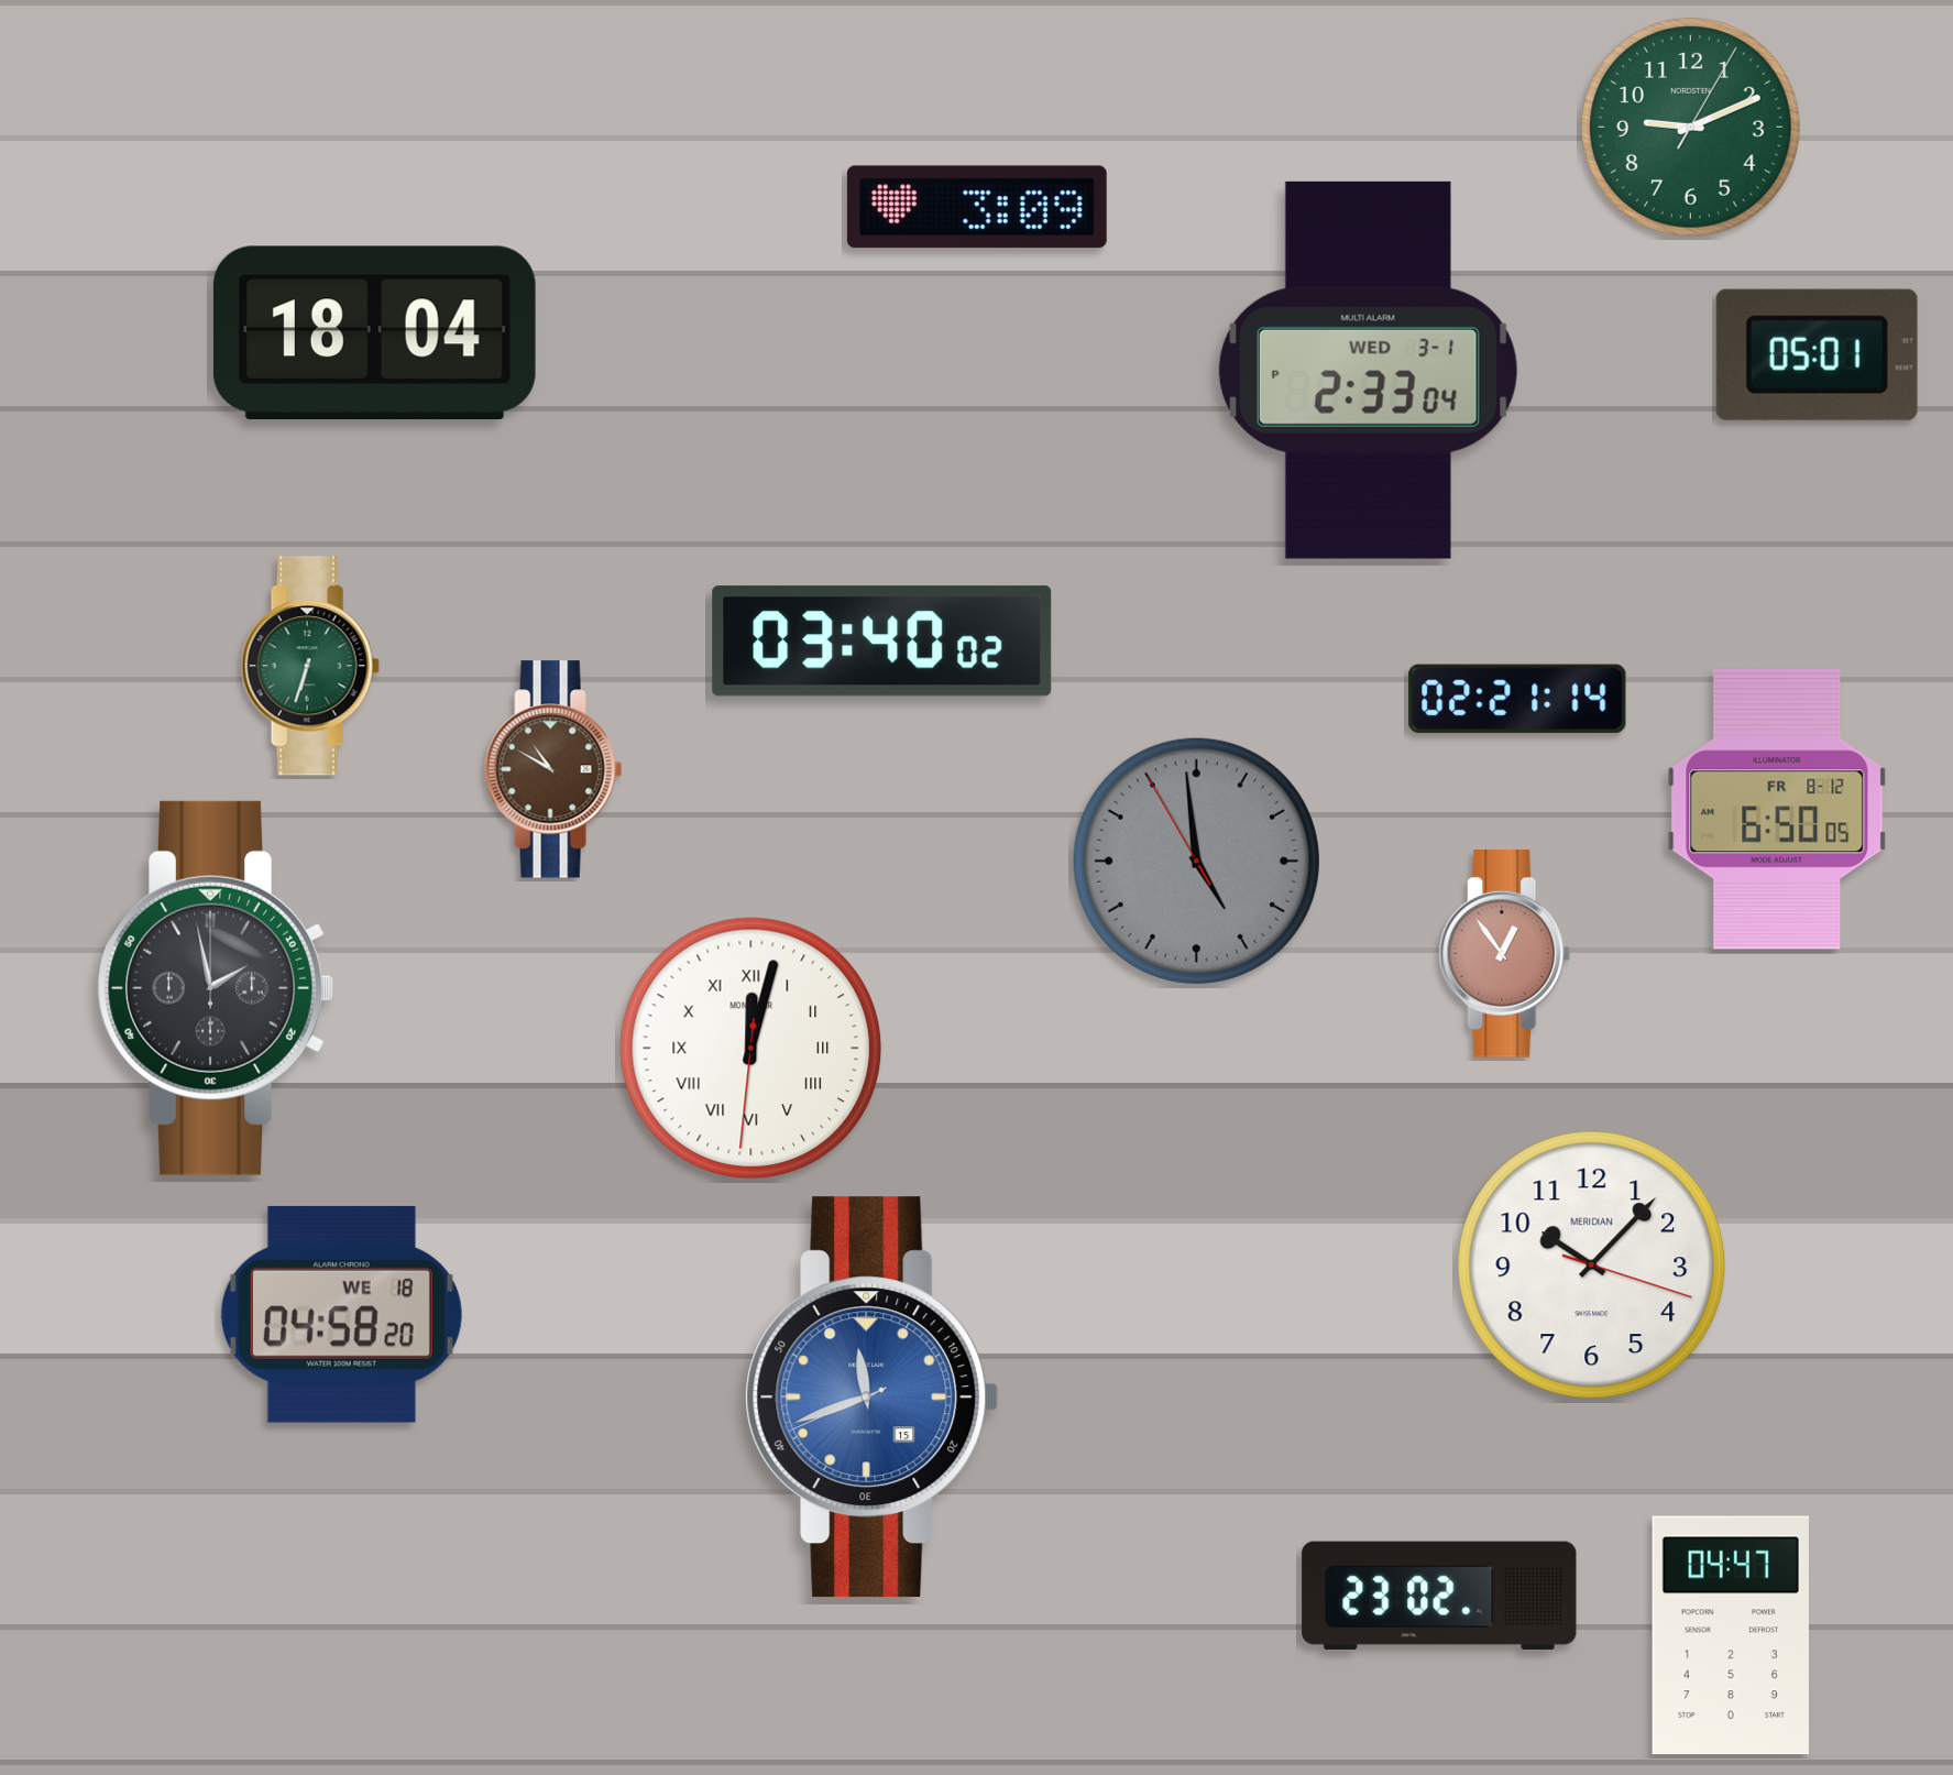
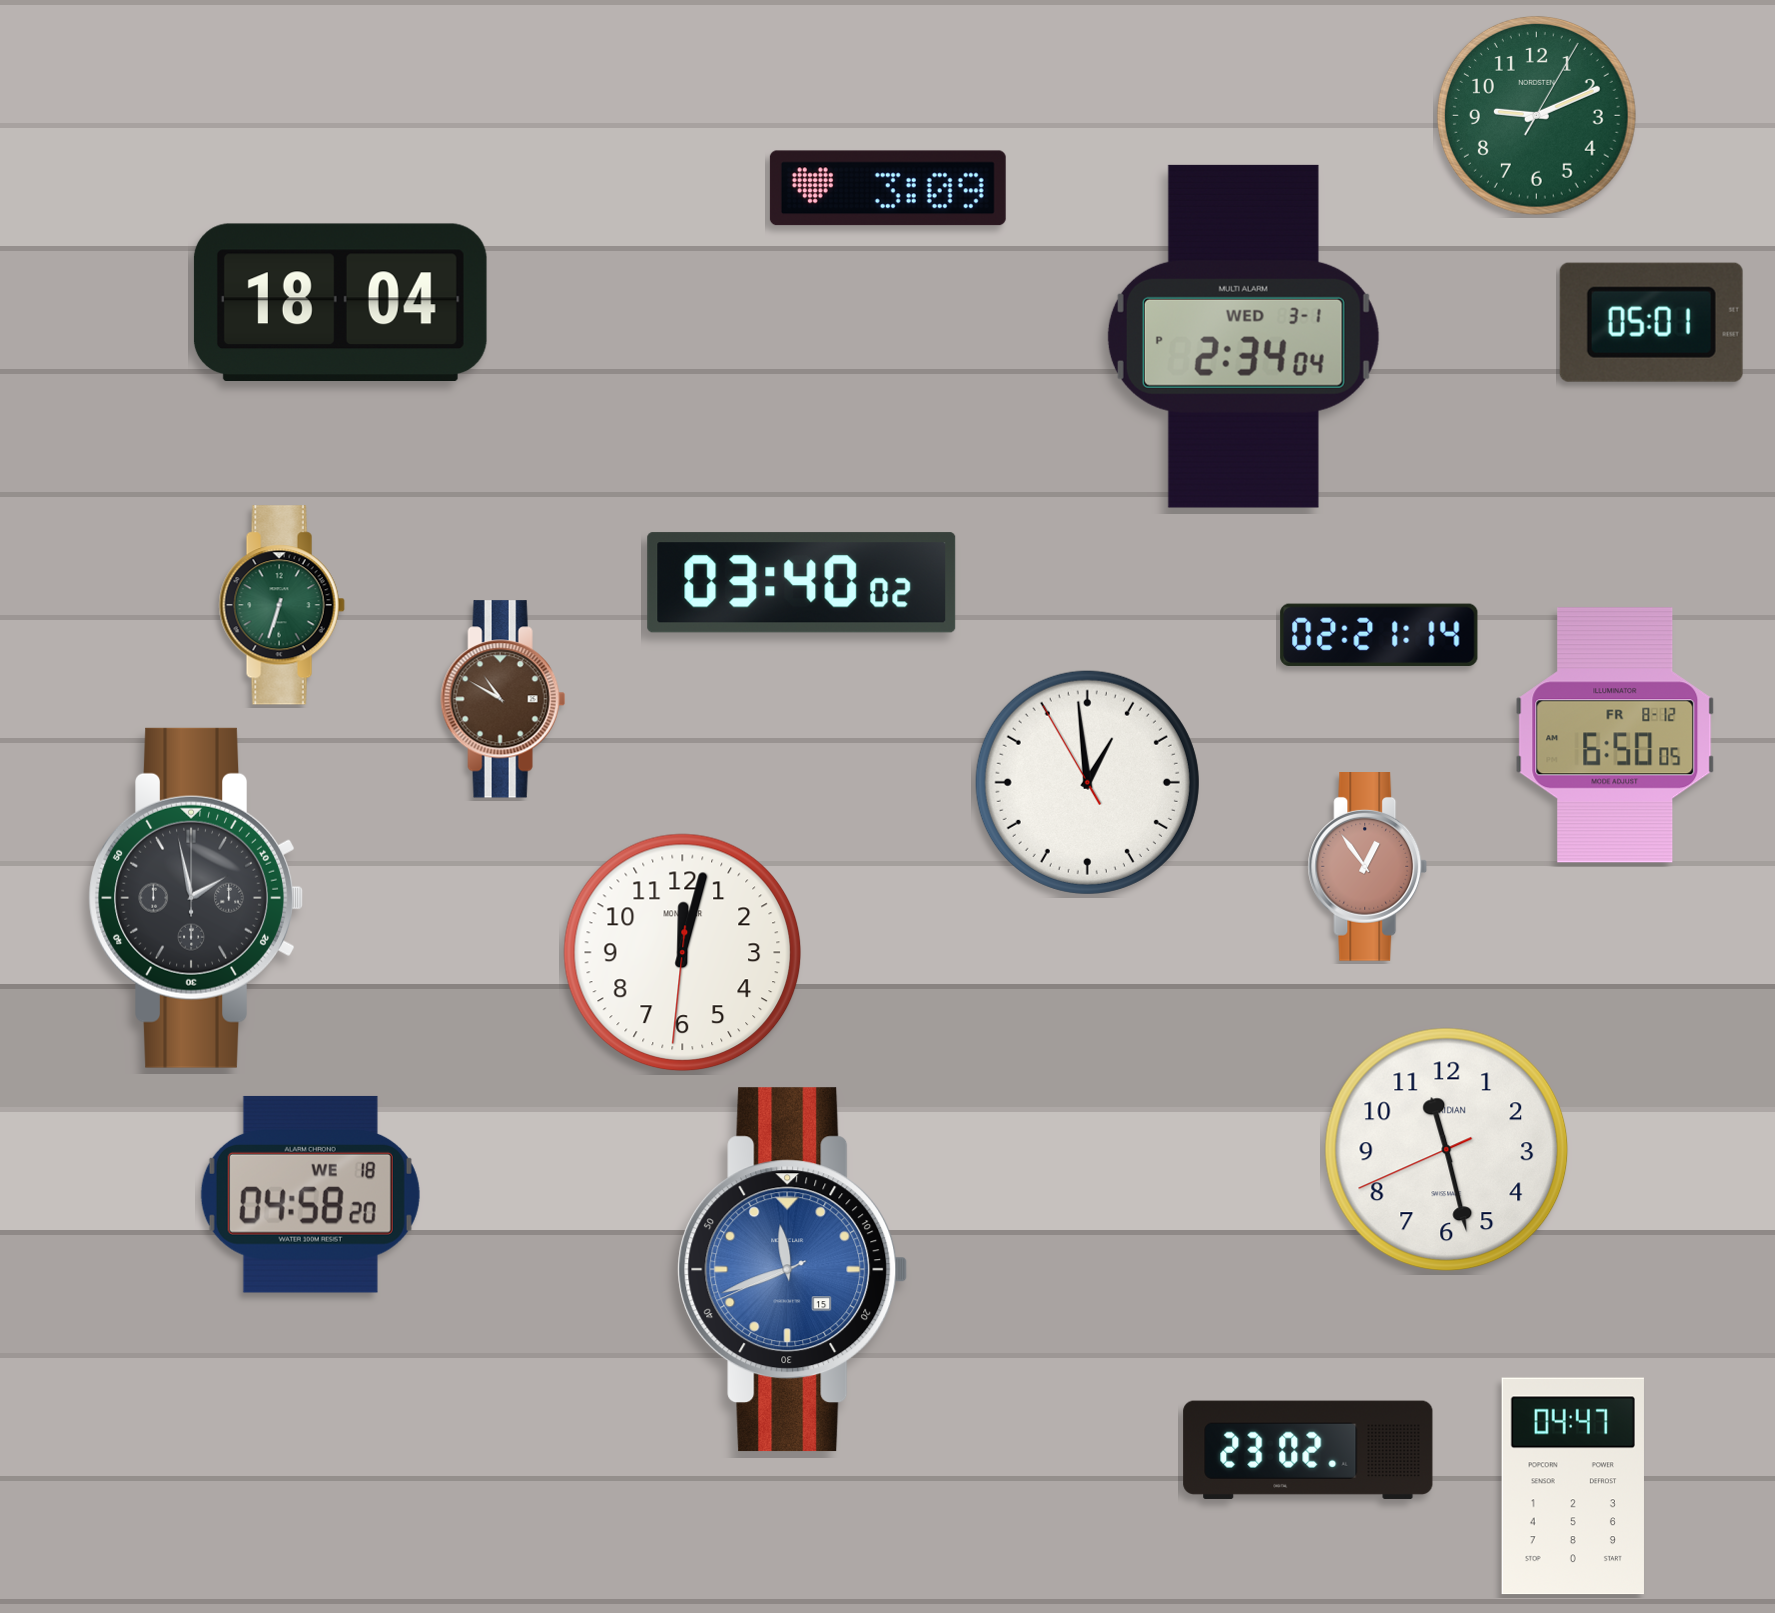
clock at (1368, 370): 2:33 -> 2:34
clock at (1196, 861): 4:58 -> 12:58
clock at (1196, 861) dial: grey -> white
clock at (751, 1049) numerals: Roman -> Arabic
clock at (1592, 1265): 10:07 -> 11:27
